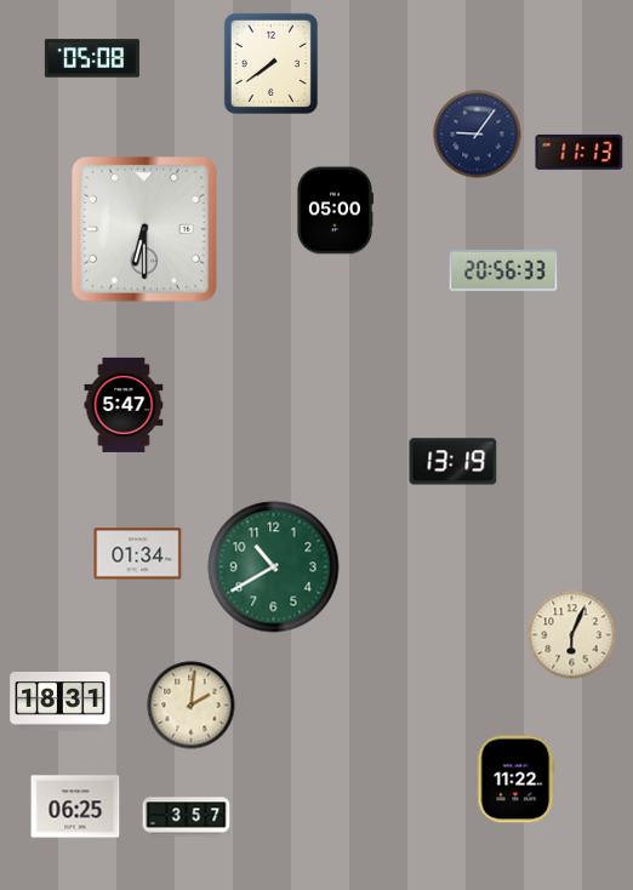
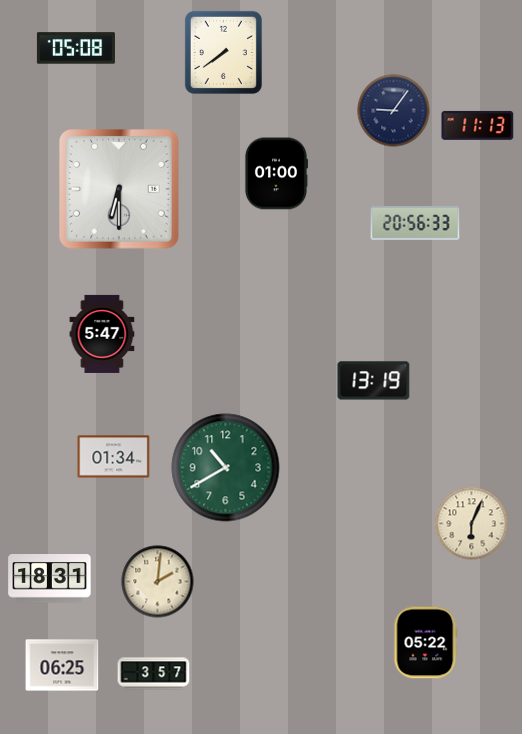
clock at (335, 211): 05:00 -> 01:00
clock at (517, 780): 11:22 -> 05:22
